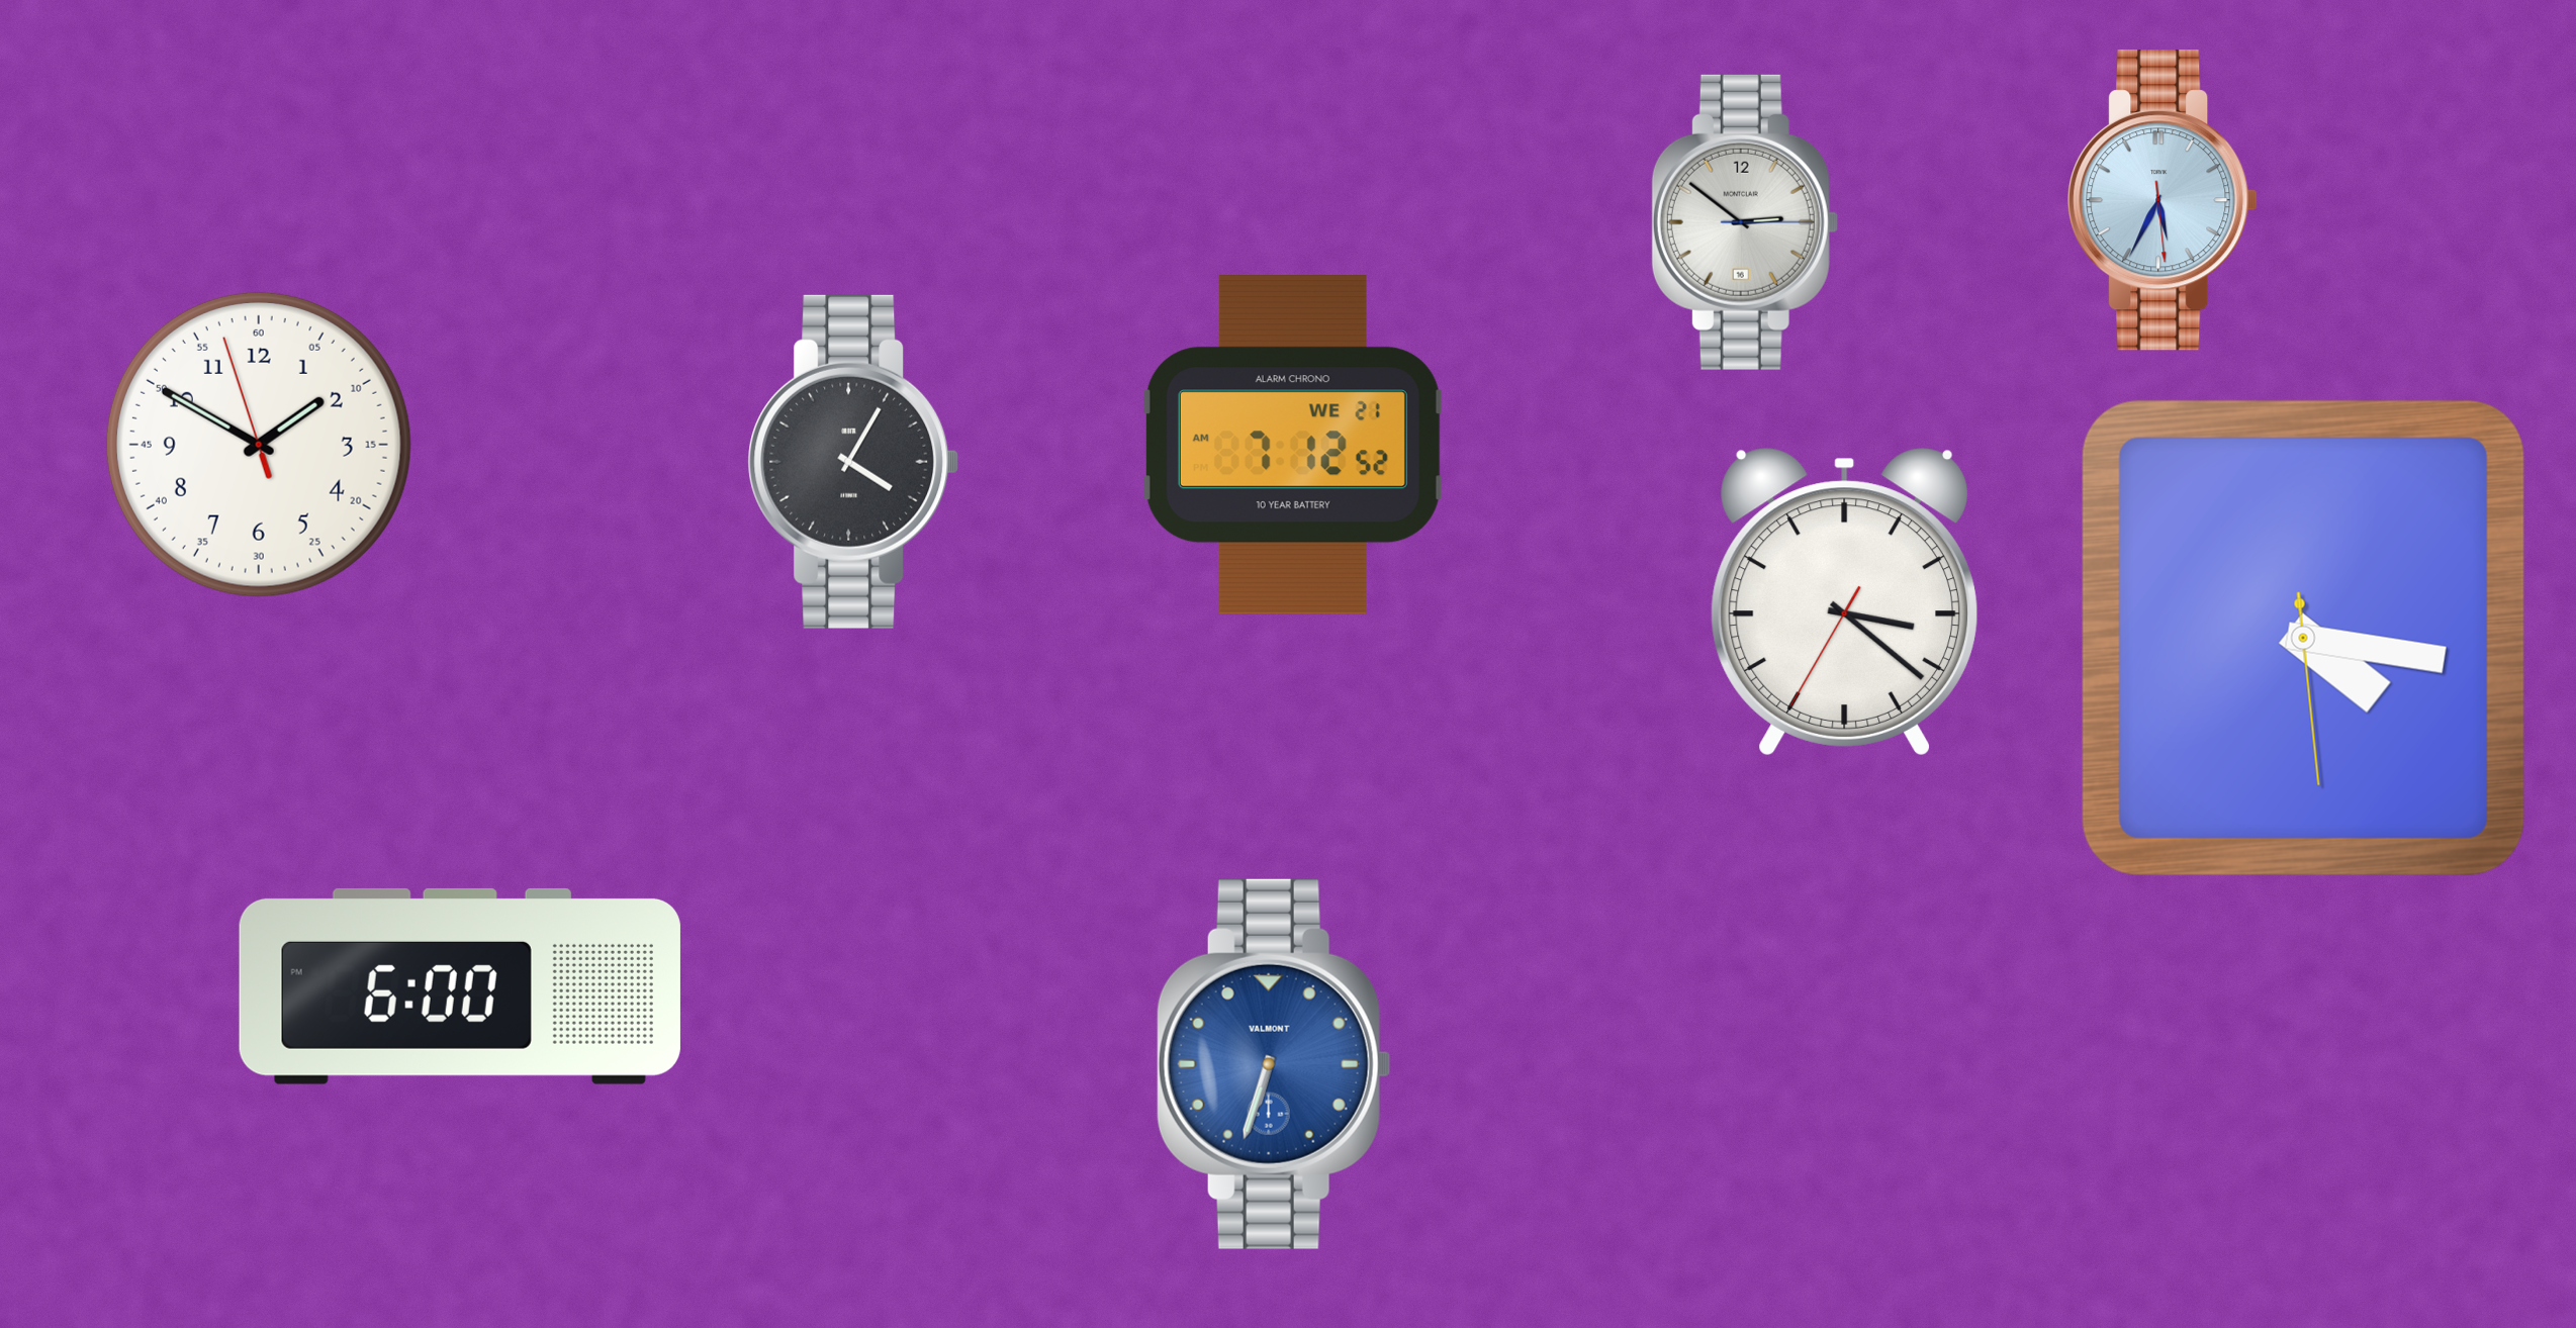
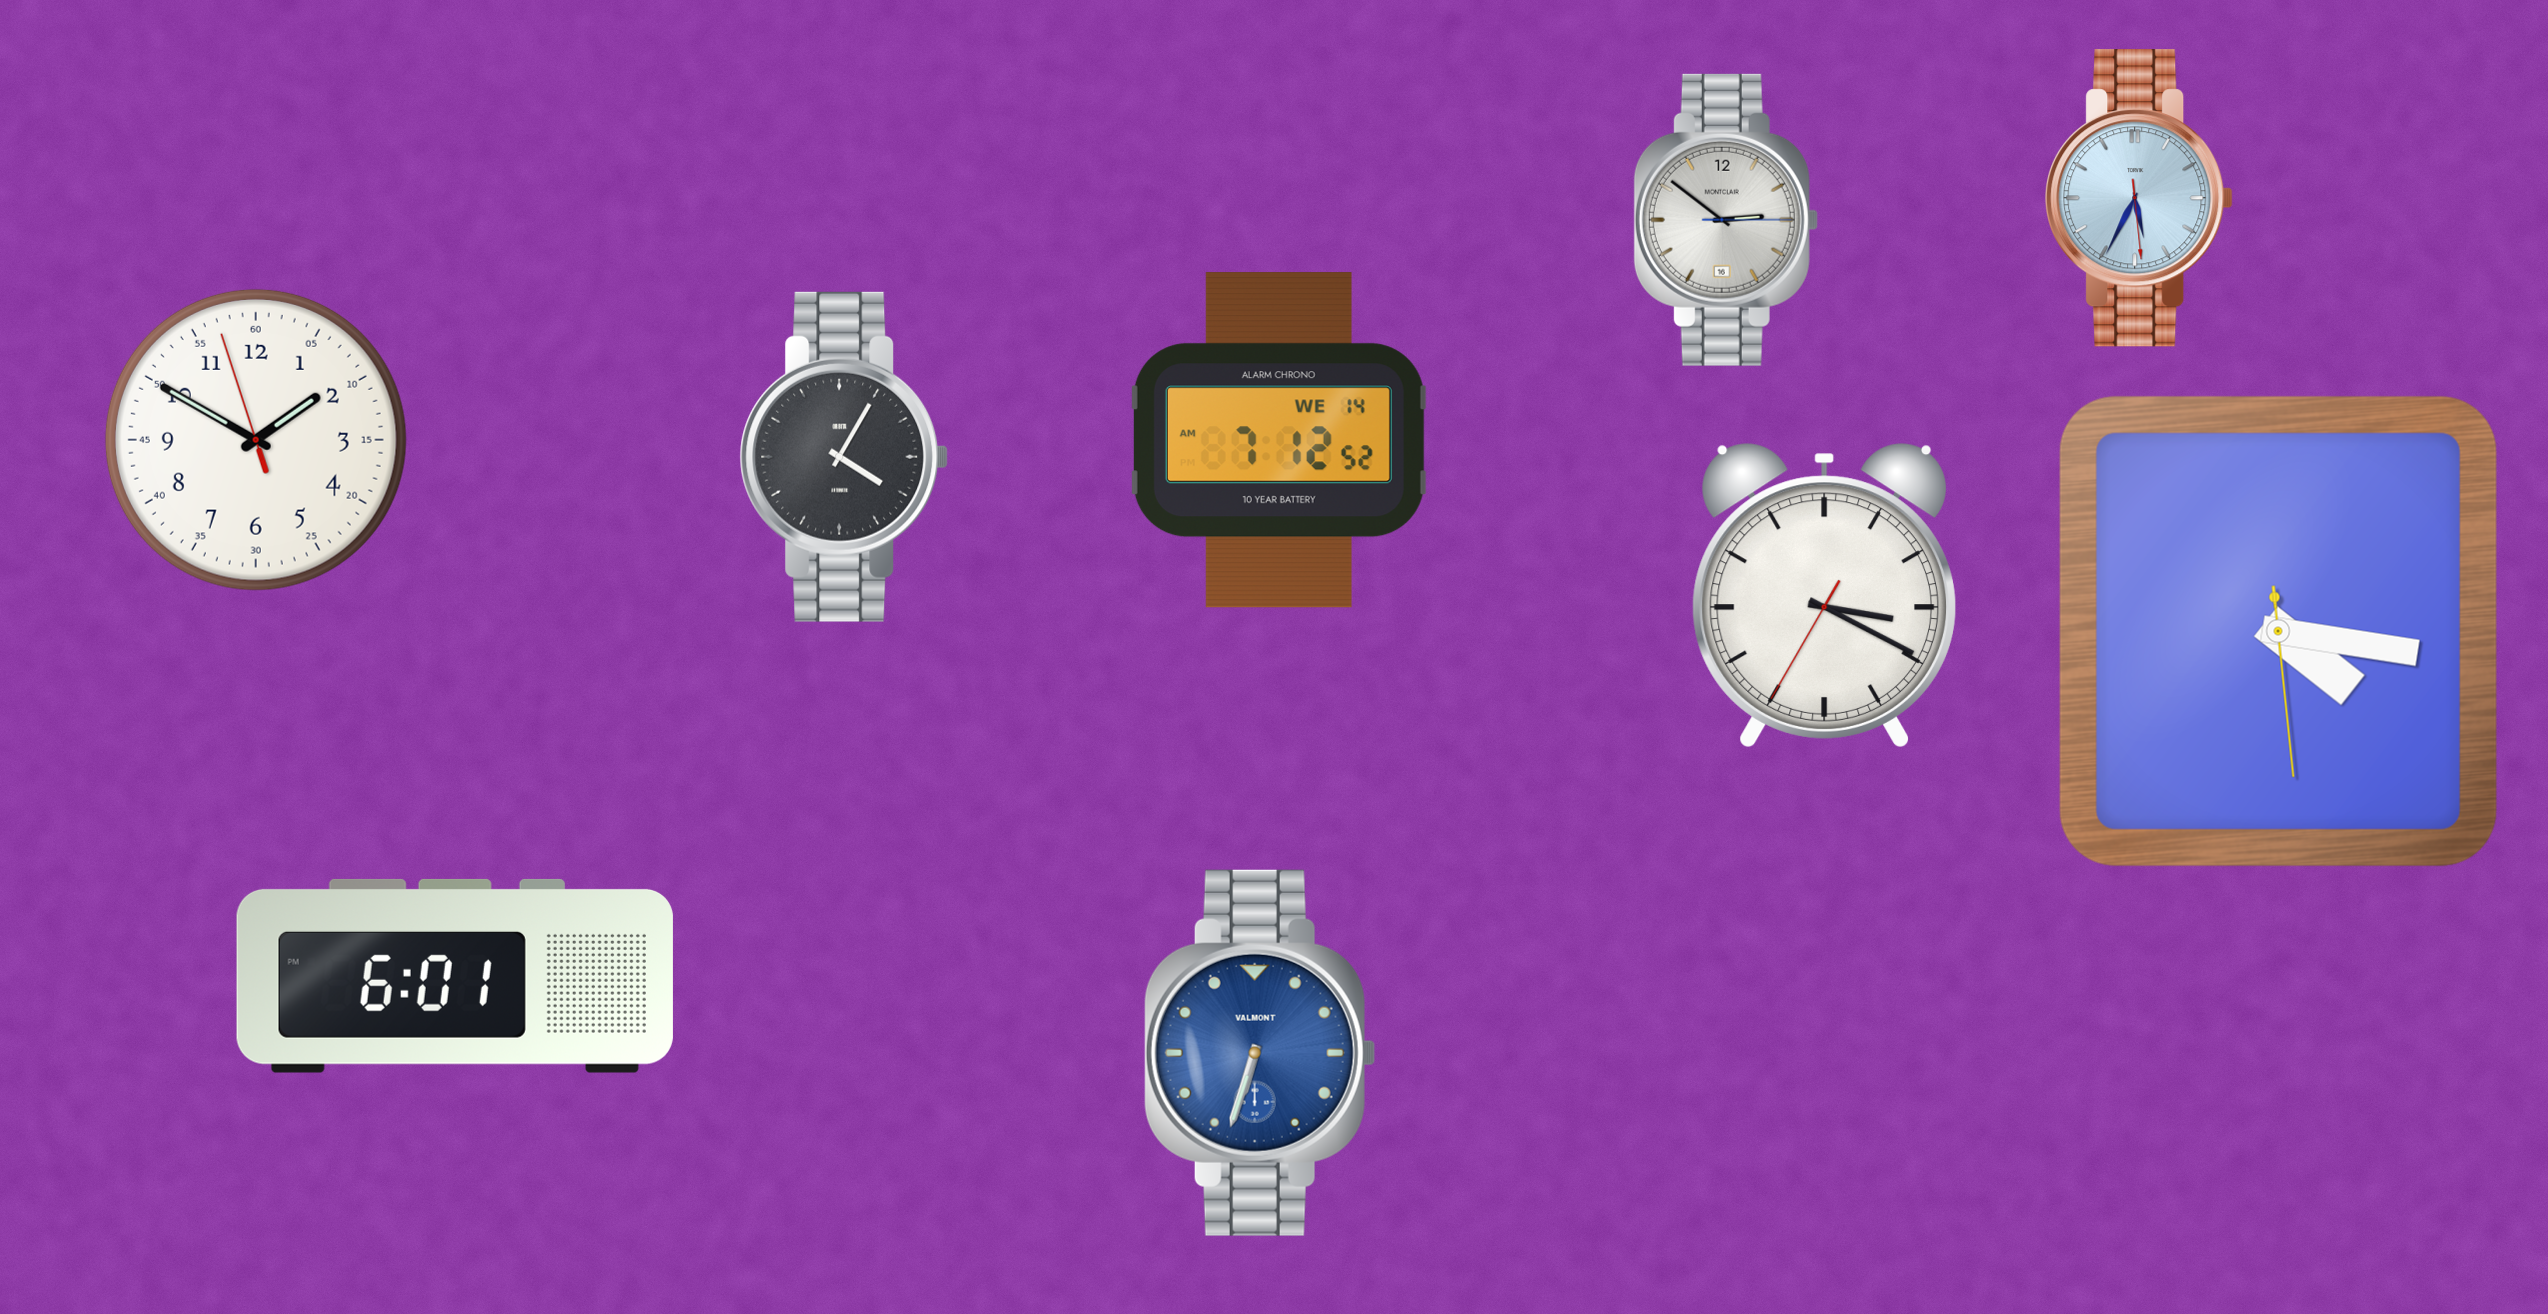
clock at (1293, 445) date: WE 21 -> WE 14
clock at (1844, 602): 3:21 -> 3:19
clock at (460, 986): 6:00 -> 6:01
